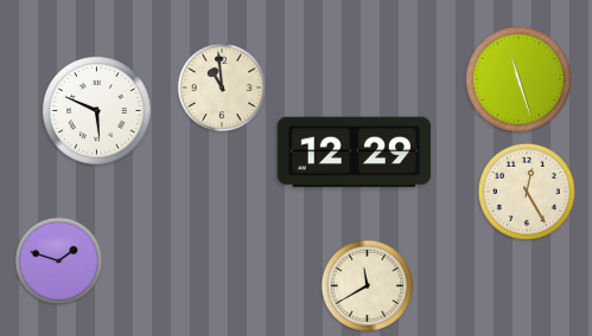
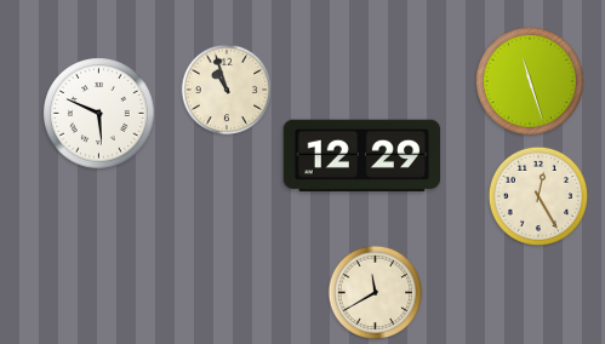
clock at (222, 88): 10:59 -> 10:57
clock at (59, 261): 1:48 -> none
